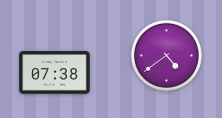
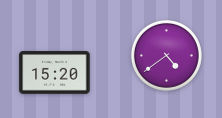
clock at (55, 73): 07:38 -> 15:20
